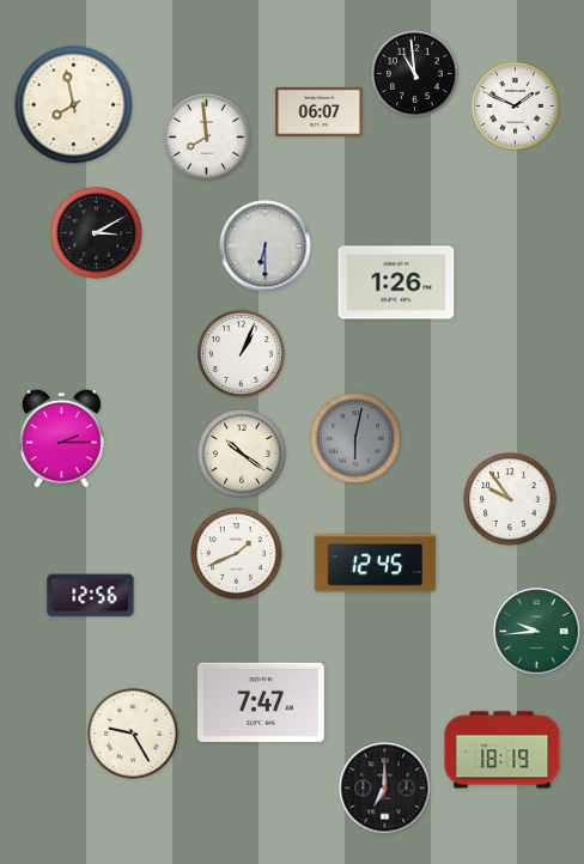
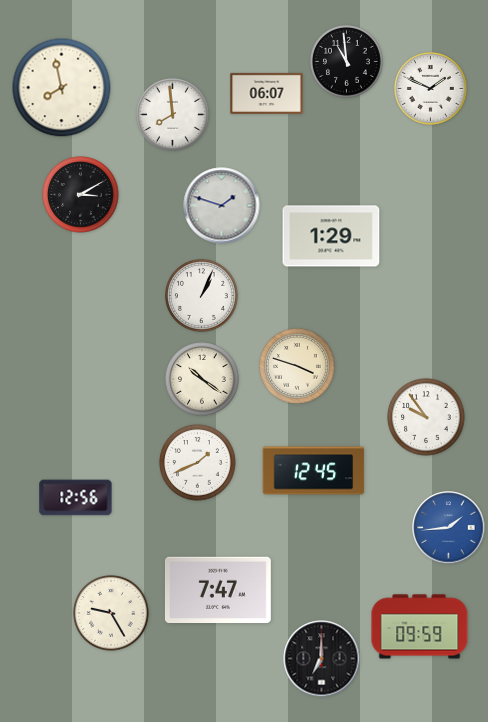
clock at (266, 247): 6:30 -> 1:48
clock at (396, 282): 1:26 -> 1:29
clock at (62, 438): 2:15 -> none
clock at (355, 438): 6:02 -> 3:48
clock at (355, 438) dial: grey -> cream
clock at (537, 632): 9:44 -> 1:44
clock at (537, 632) dial: green -> blue
clock at (261, 701) position: (261, 701) -> (218, 589)
clock at (503, 750): 18:19 -> 09:59
